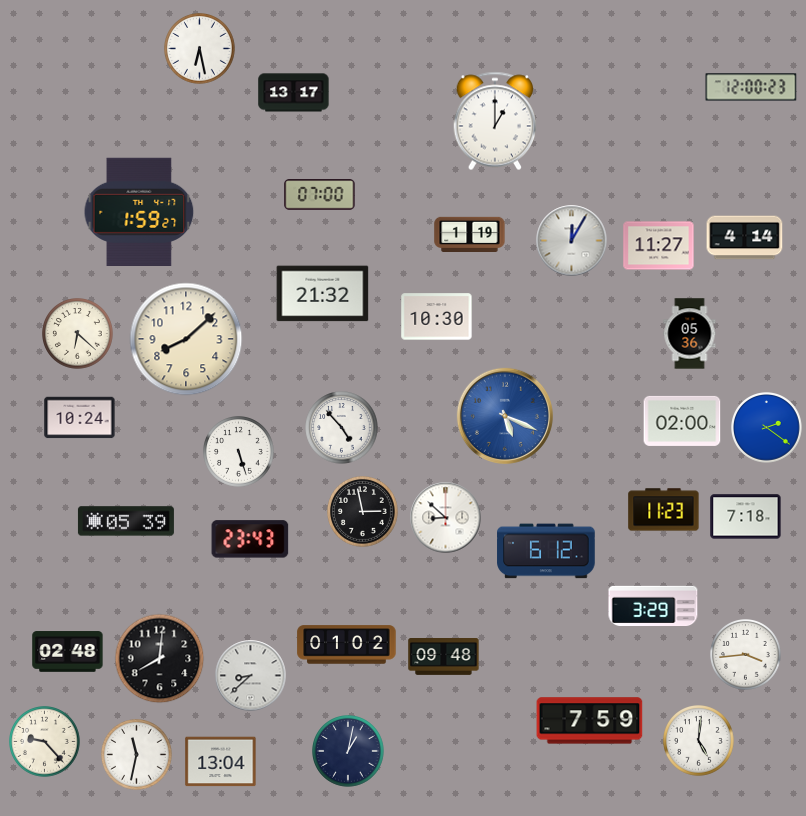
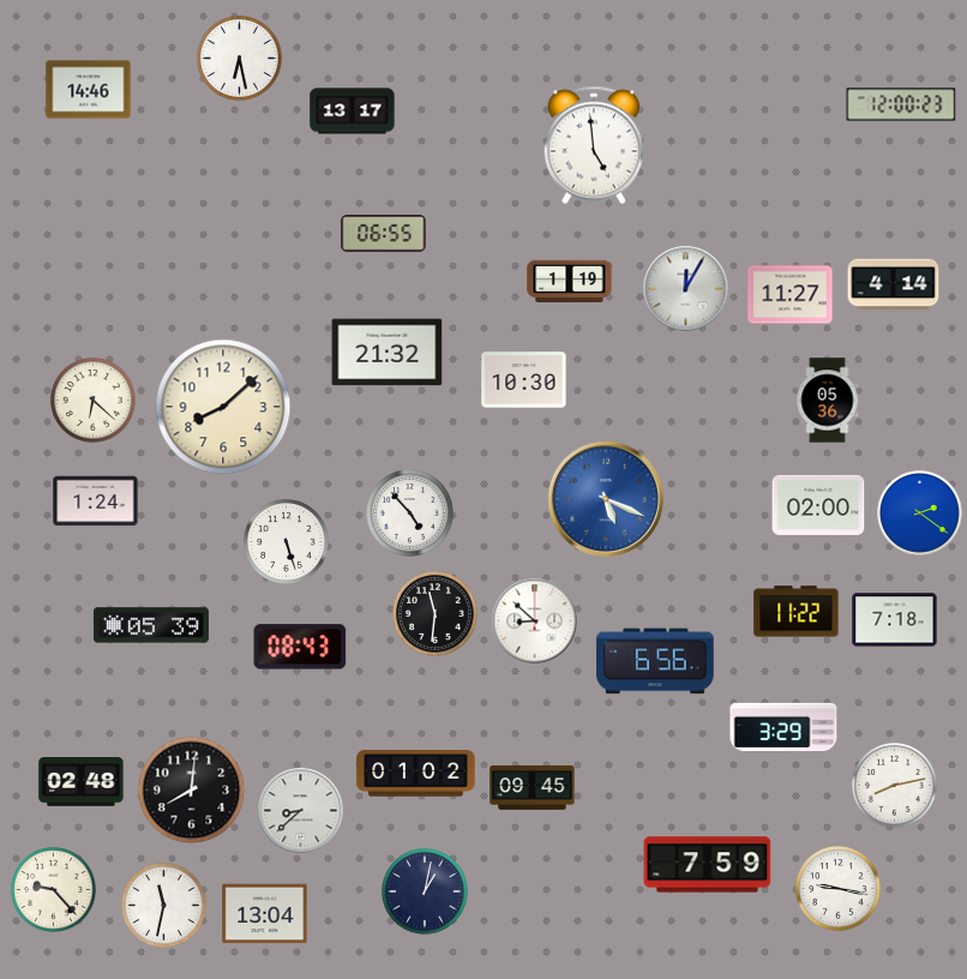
clock at (89, 90): none -> 14:46
clock at (495, 121): 1:00 -> 4:59
clock at (320, 195): 07:00 -> 06:55
clock at (139, 211): 1:59 -> none
clock at (470, 234) position: (470, 234) -> (570, 281)
clock at (80, 418): 10:24 -> 1:24
clock at (664, 510): 11:23 -> 11:22
clock at (363, 512): 2:58 -> 11:31
clock at (250, 539): 23:43 -> 08:43
clock at (546, 551): 6:12 -> 6:56
clock at (746, 655): 3:44 -> 8:13
clock at (444, 657): 09:48 -> 09:45
clock at (699, 741): 5:01 -> 9:17
clock at (348, 751) position: (348, 751) -> (425, 891)
